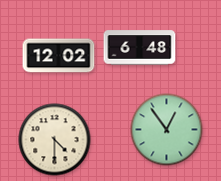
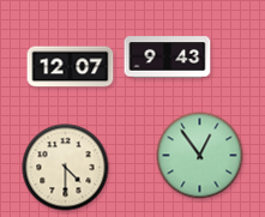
clock at (140, 48): 6:48 -> 9:43
clock at (59, 56): 12:02 -> 12:07
